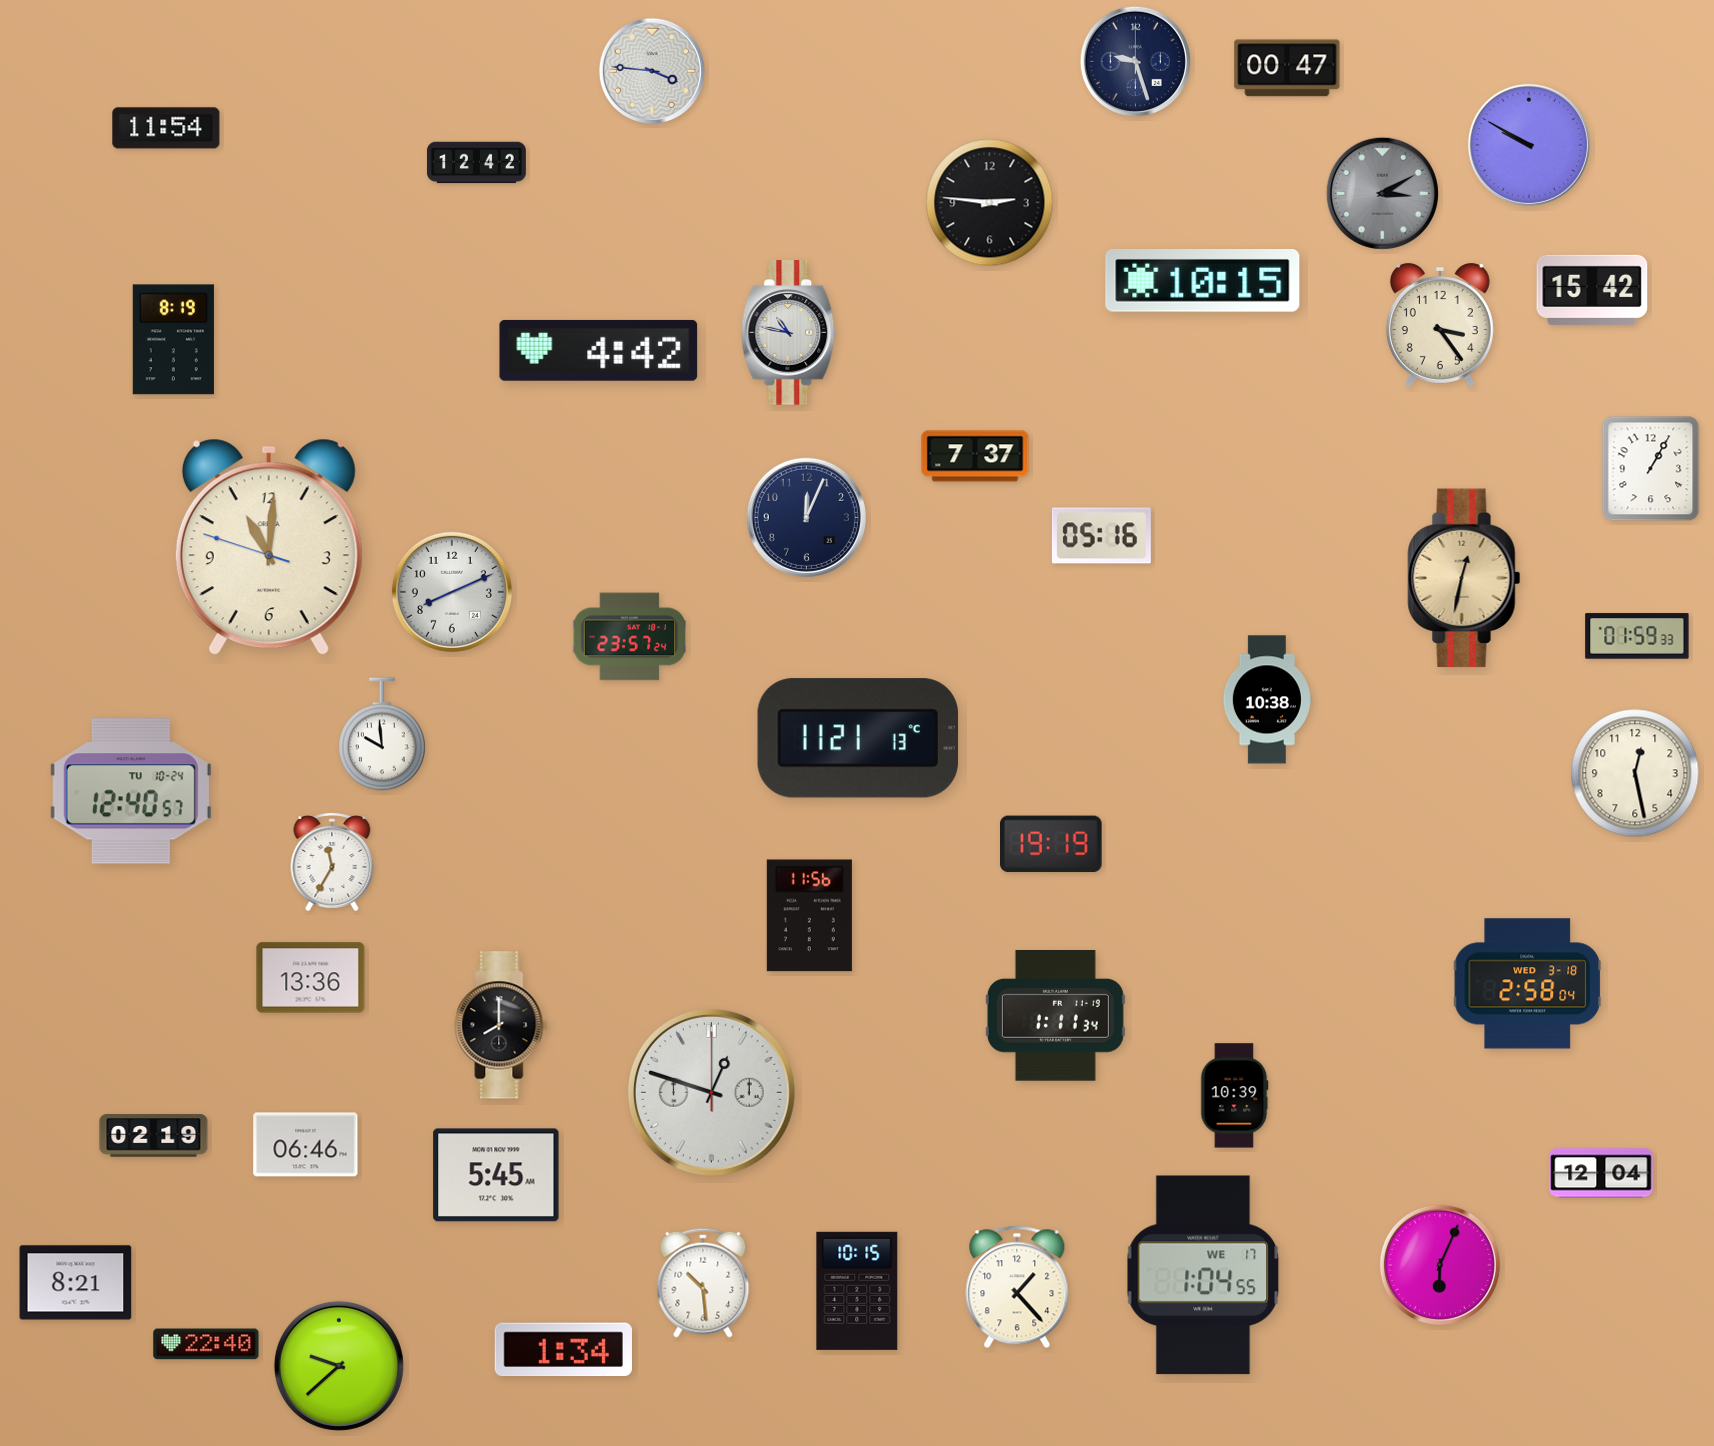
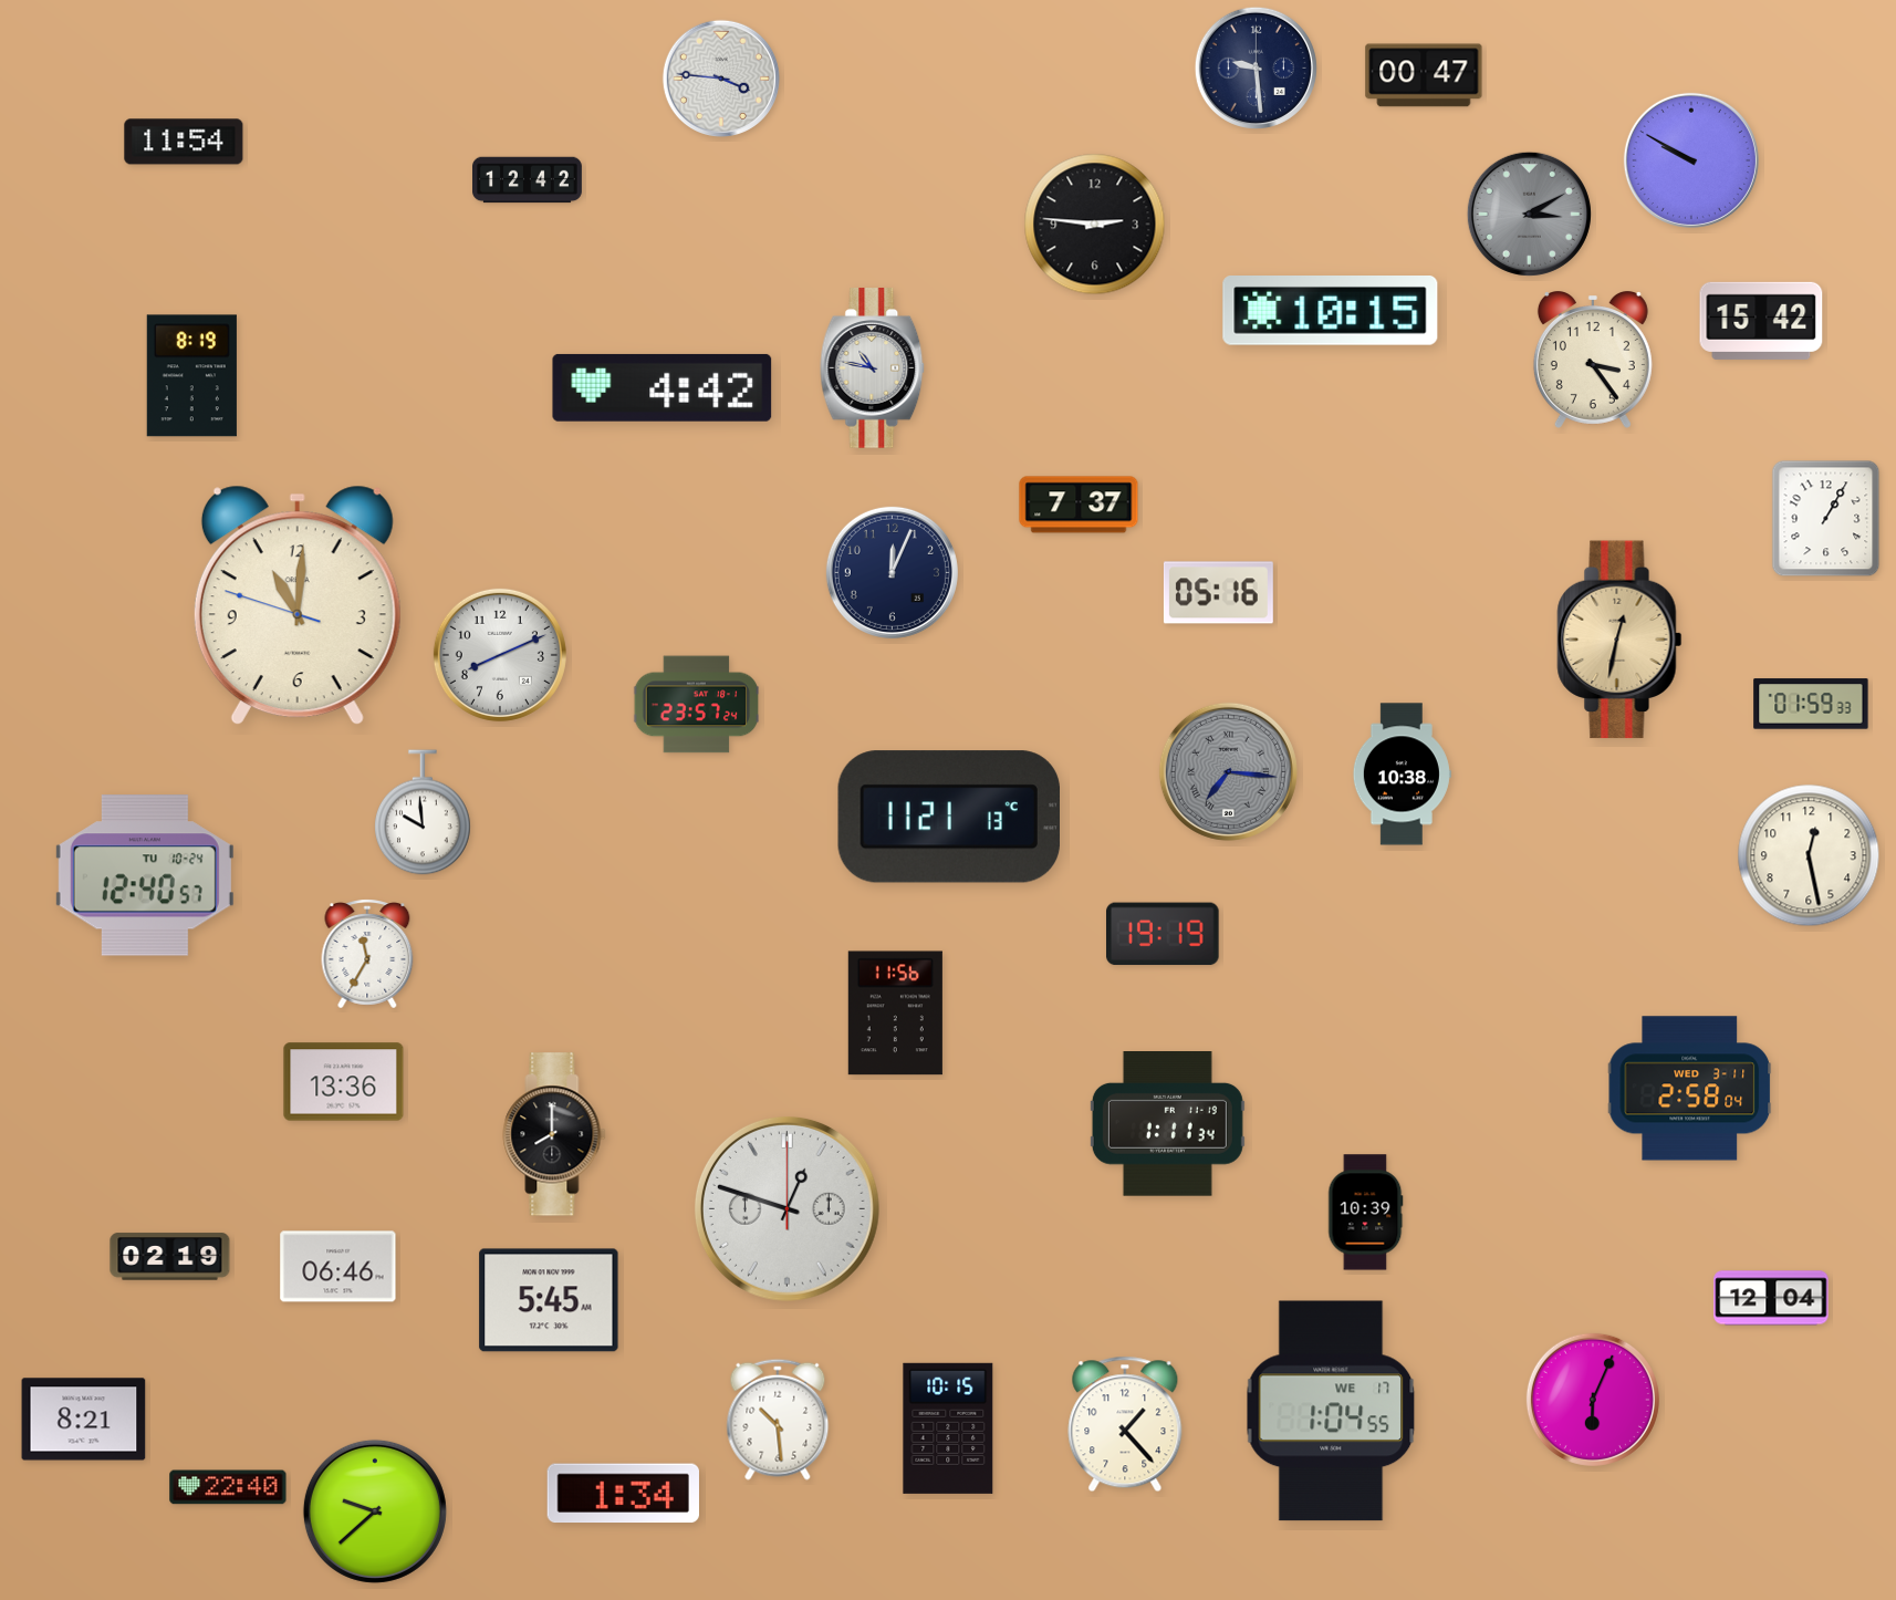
clock at (1135, 61): 9:27 -> 9:29
clock at (1228, 771): none -> 7:16
clock at (1528, 984) date: WED 3-18 -> WED 3-11
